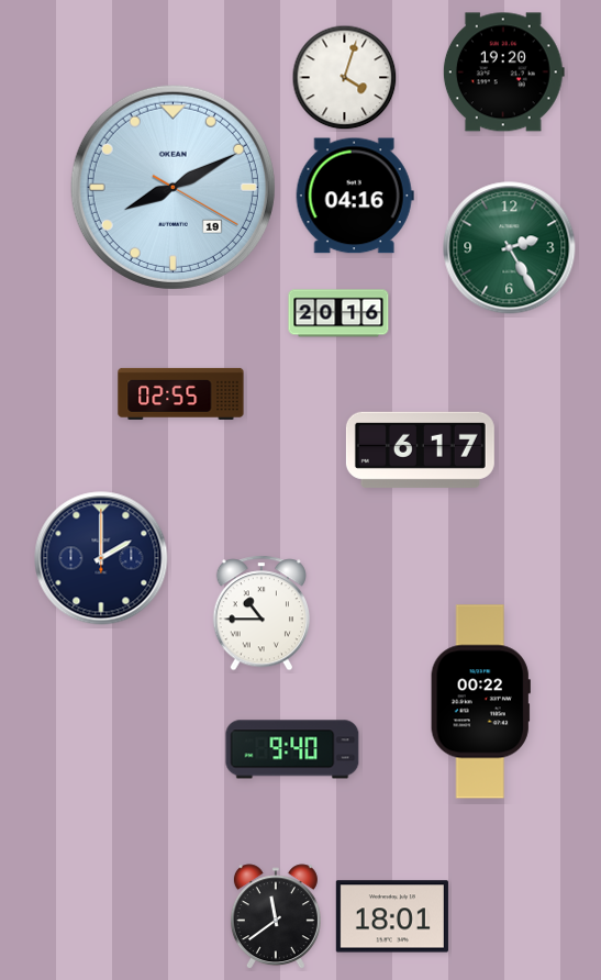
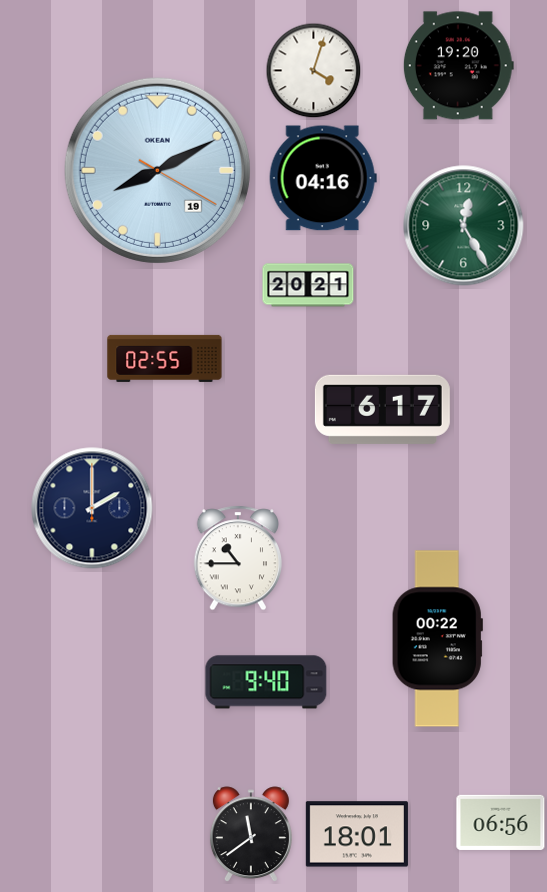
clock at (510, 248): 2:25 -> 12:25
clock at (338, 313): 20:16 -> 20:21
clock at (501, 822): none -> 06:56
